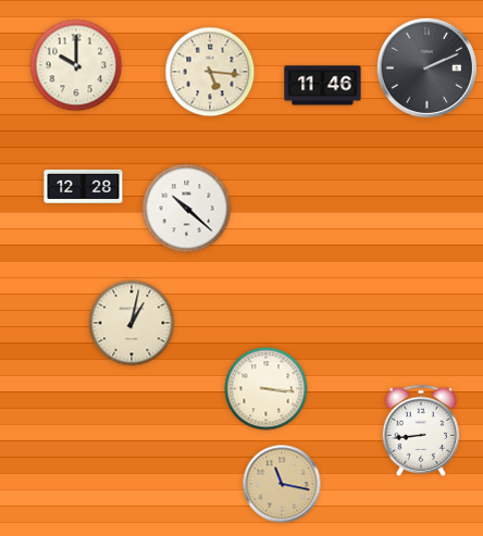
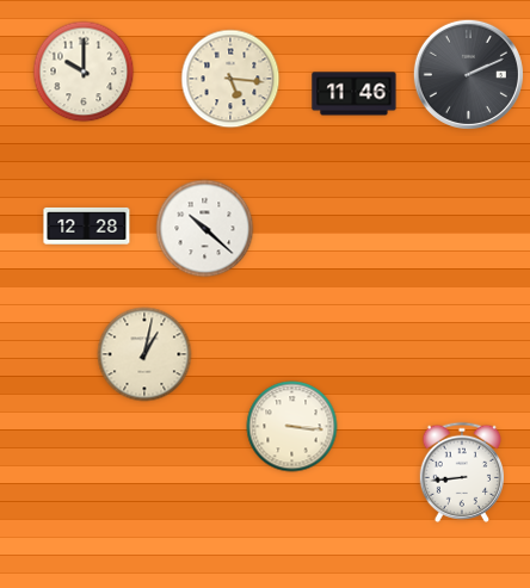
clock at (84, 186) position: (84, 186) -> (87, 225)
clock at (282, 484): 11:17 -> none
